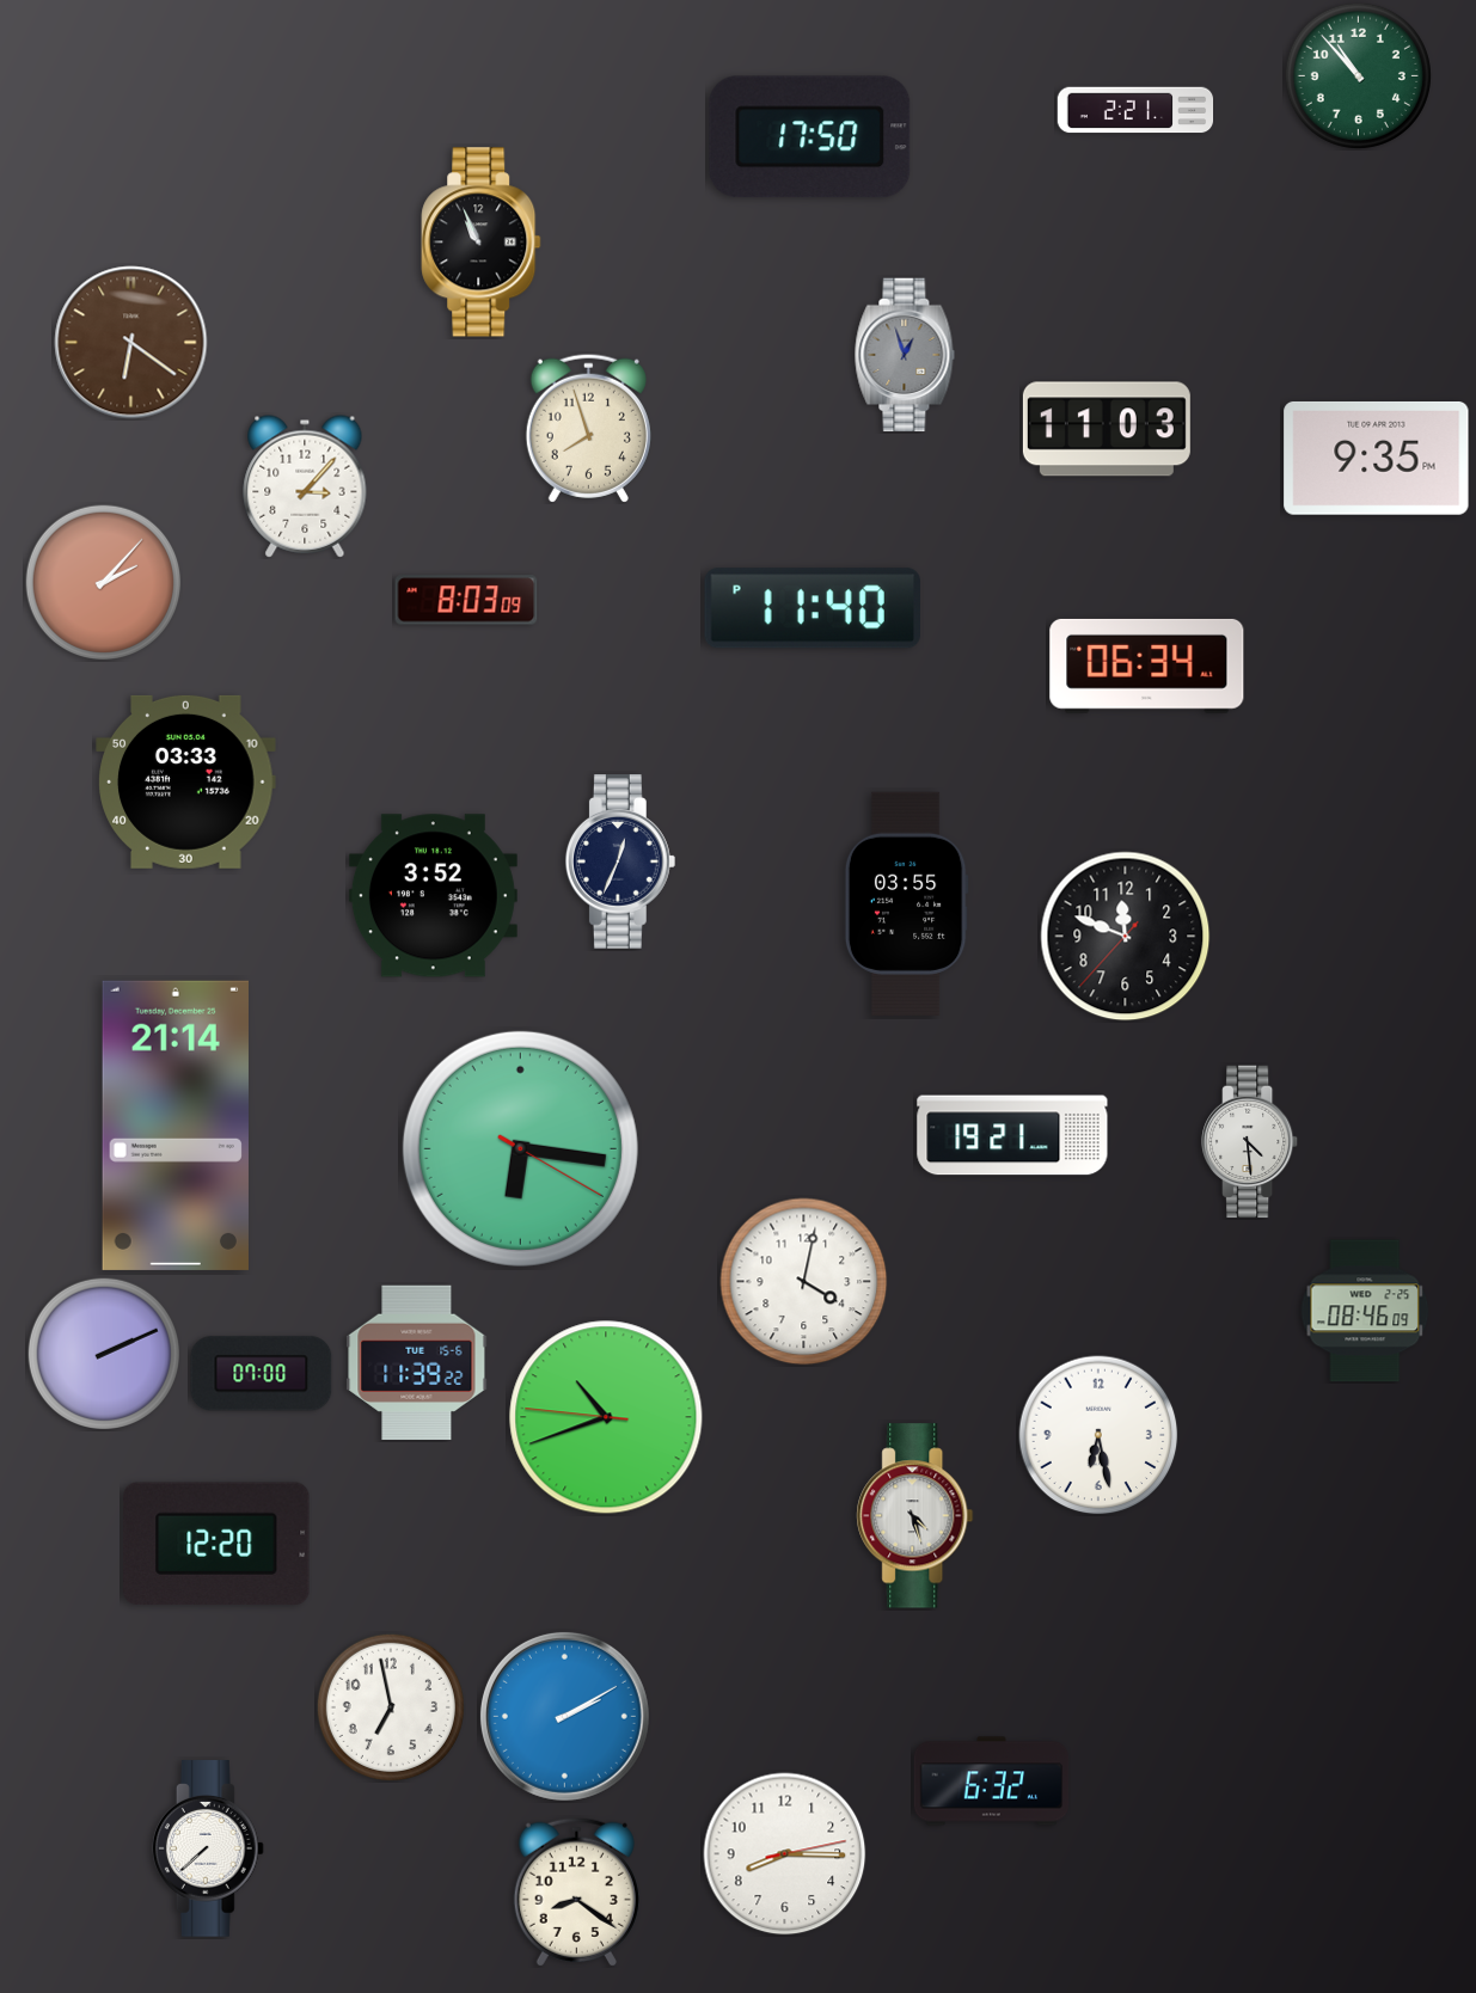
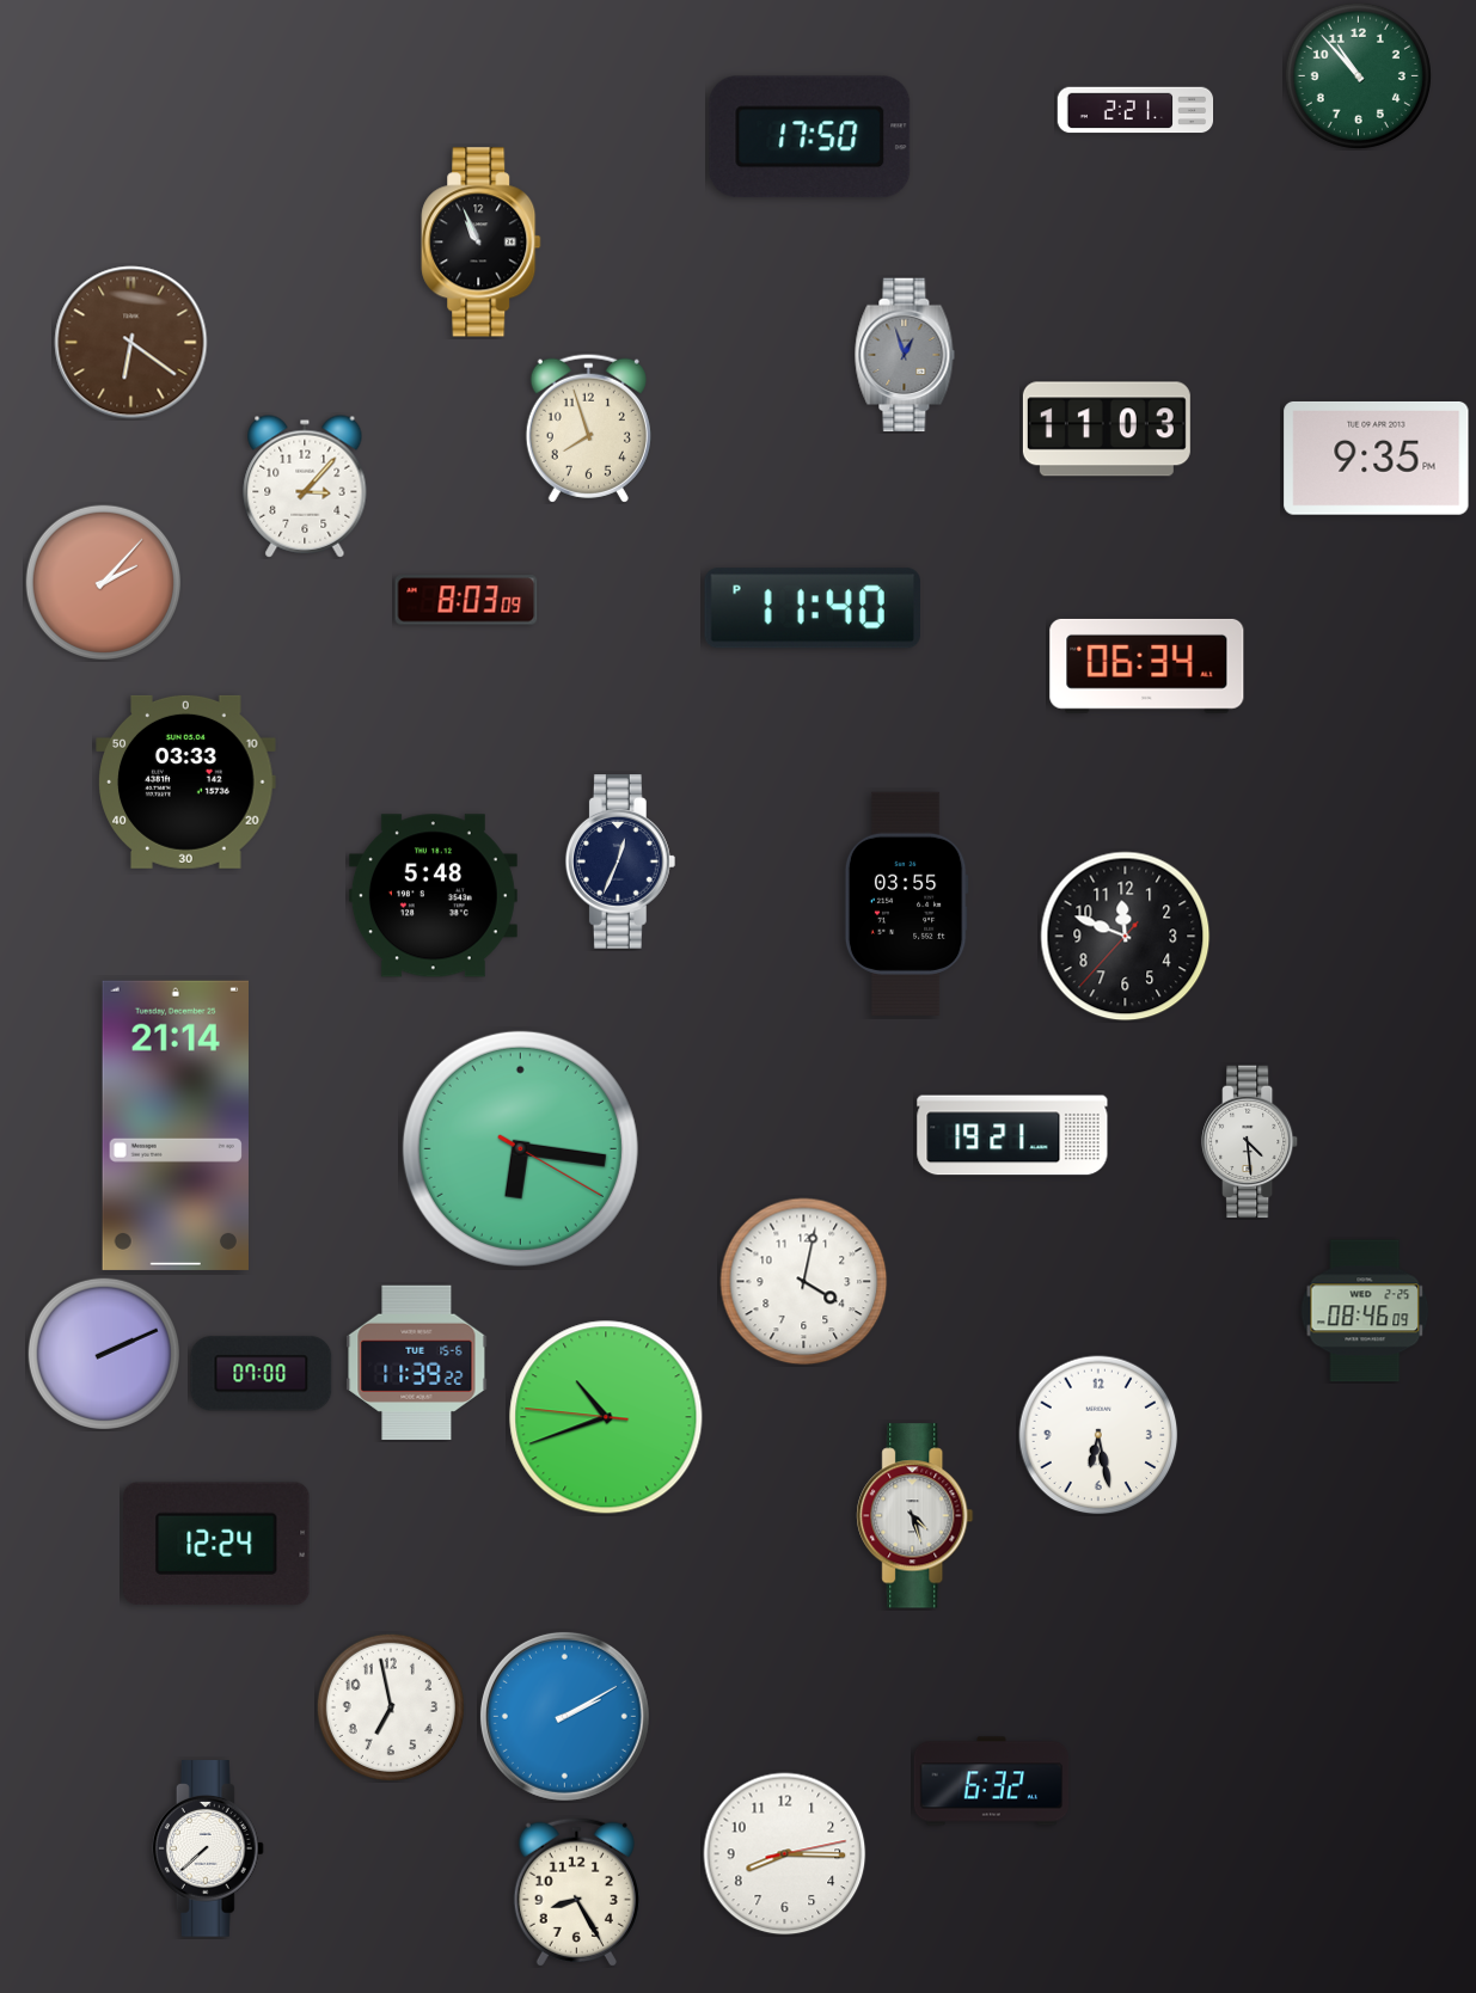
clock at (433, 896): 3:52 -> 5:48
clock at (216, 1544): 12:20 -> 12:24
clock at (576, 1891): 8:21 -> 8:25
